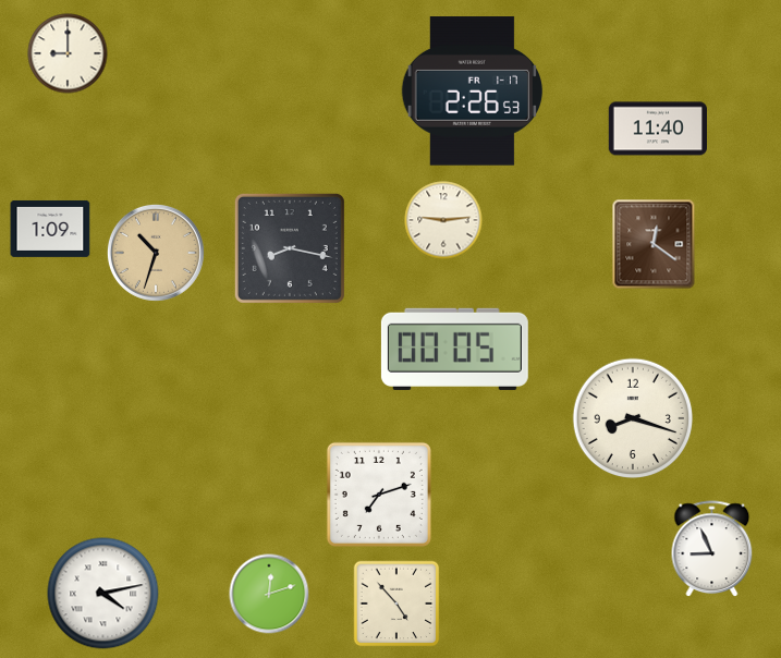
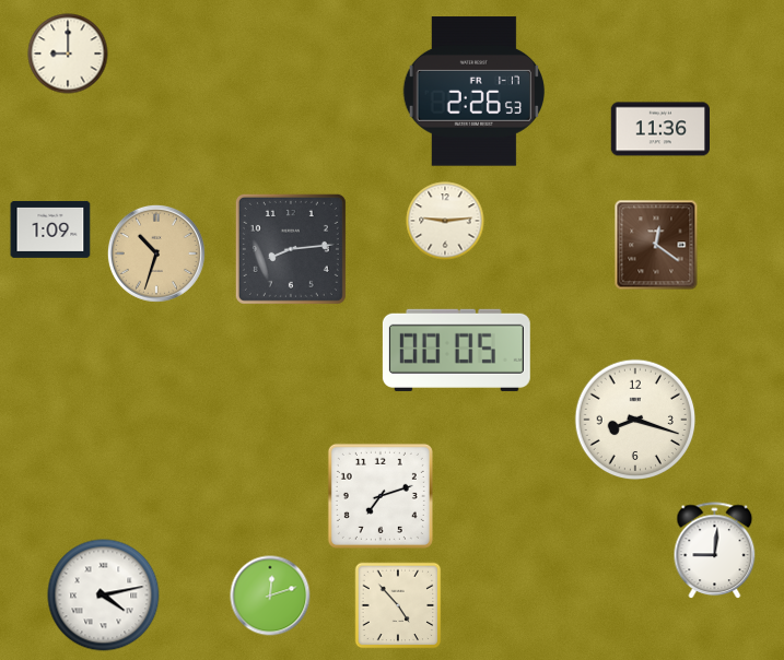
clock at (657, 129): 11:40 -> 11:36
clock at (290, 248): 8:17 -> 8:14
clock at (712, 549): 8:56 -> 9:01
